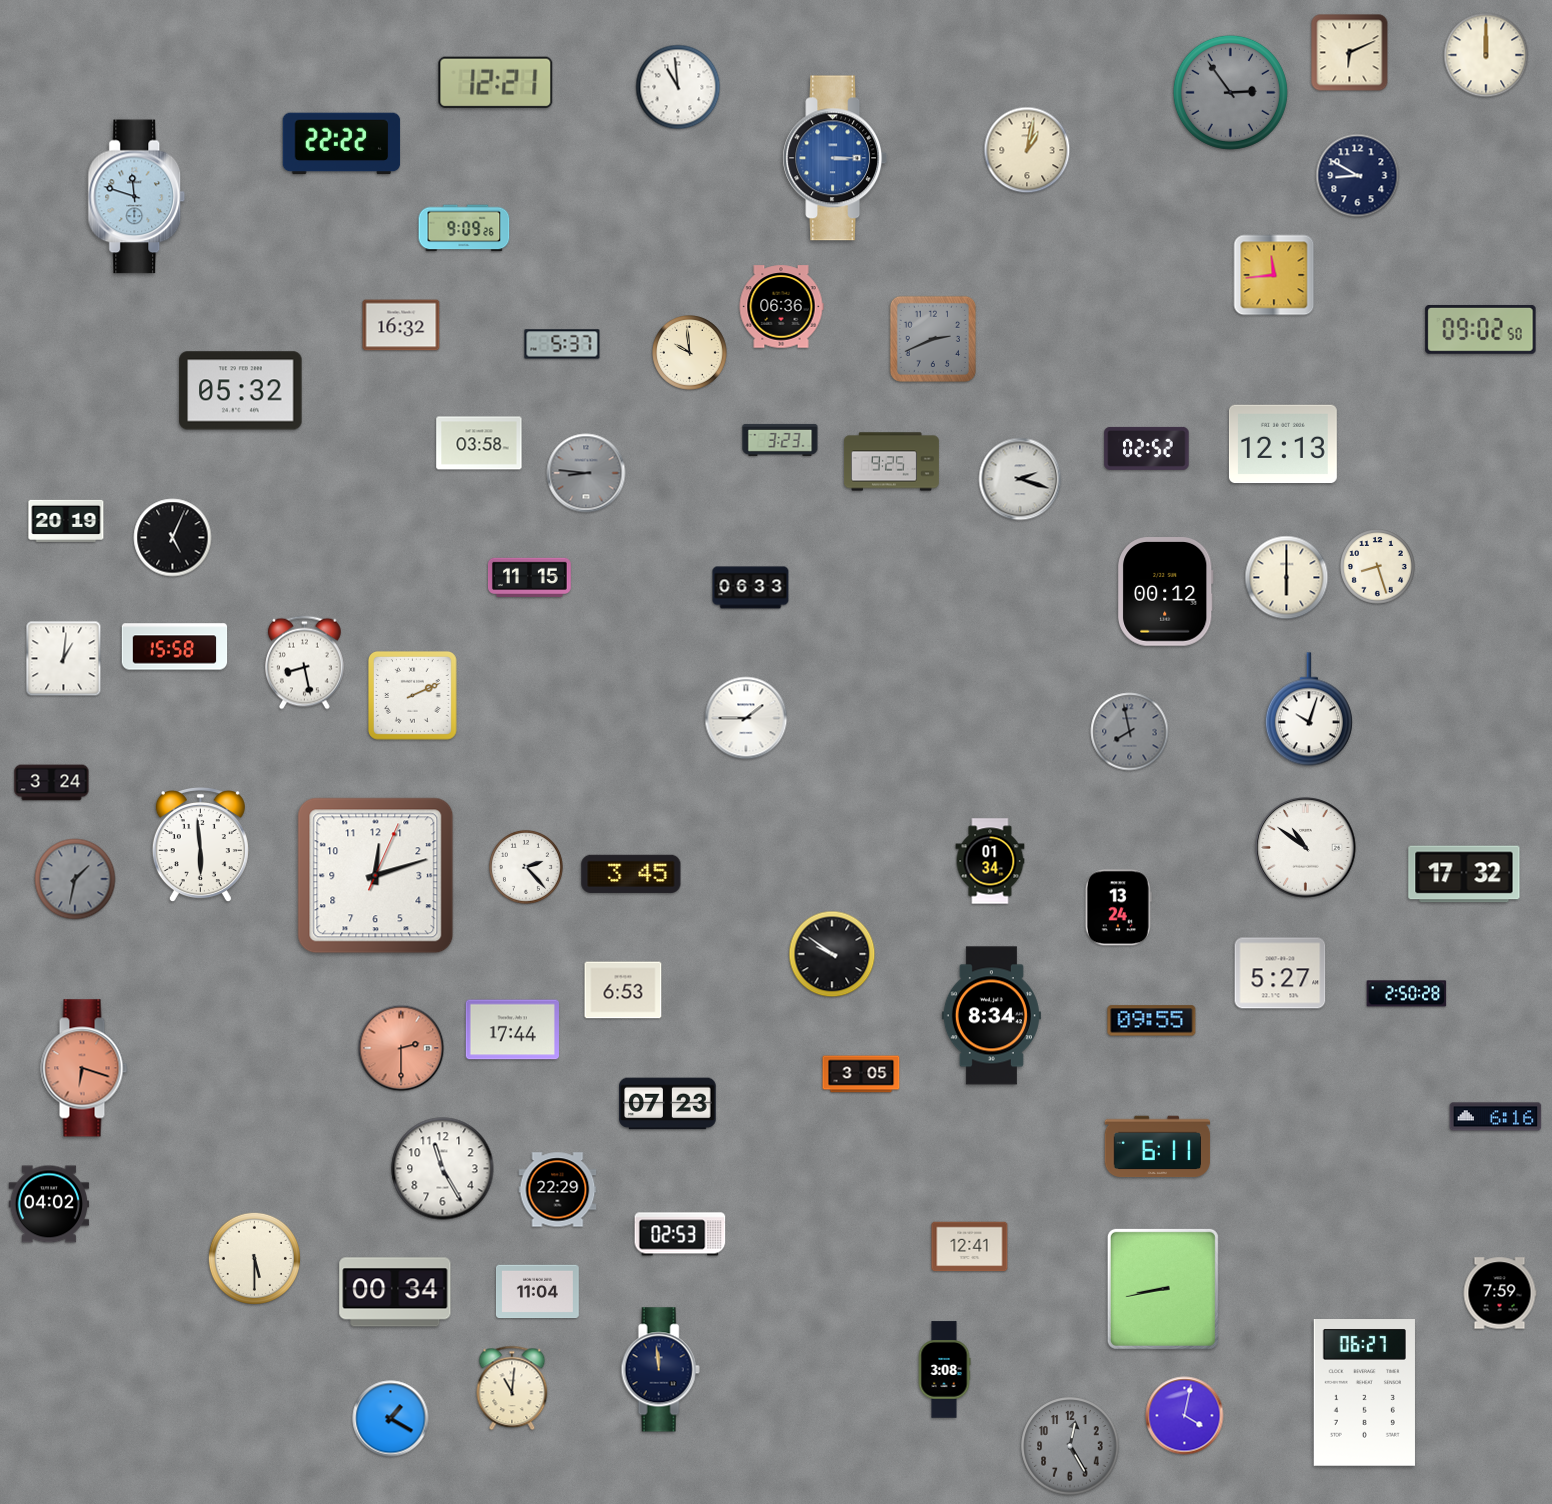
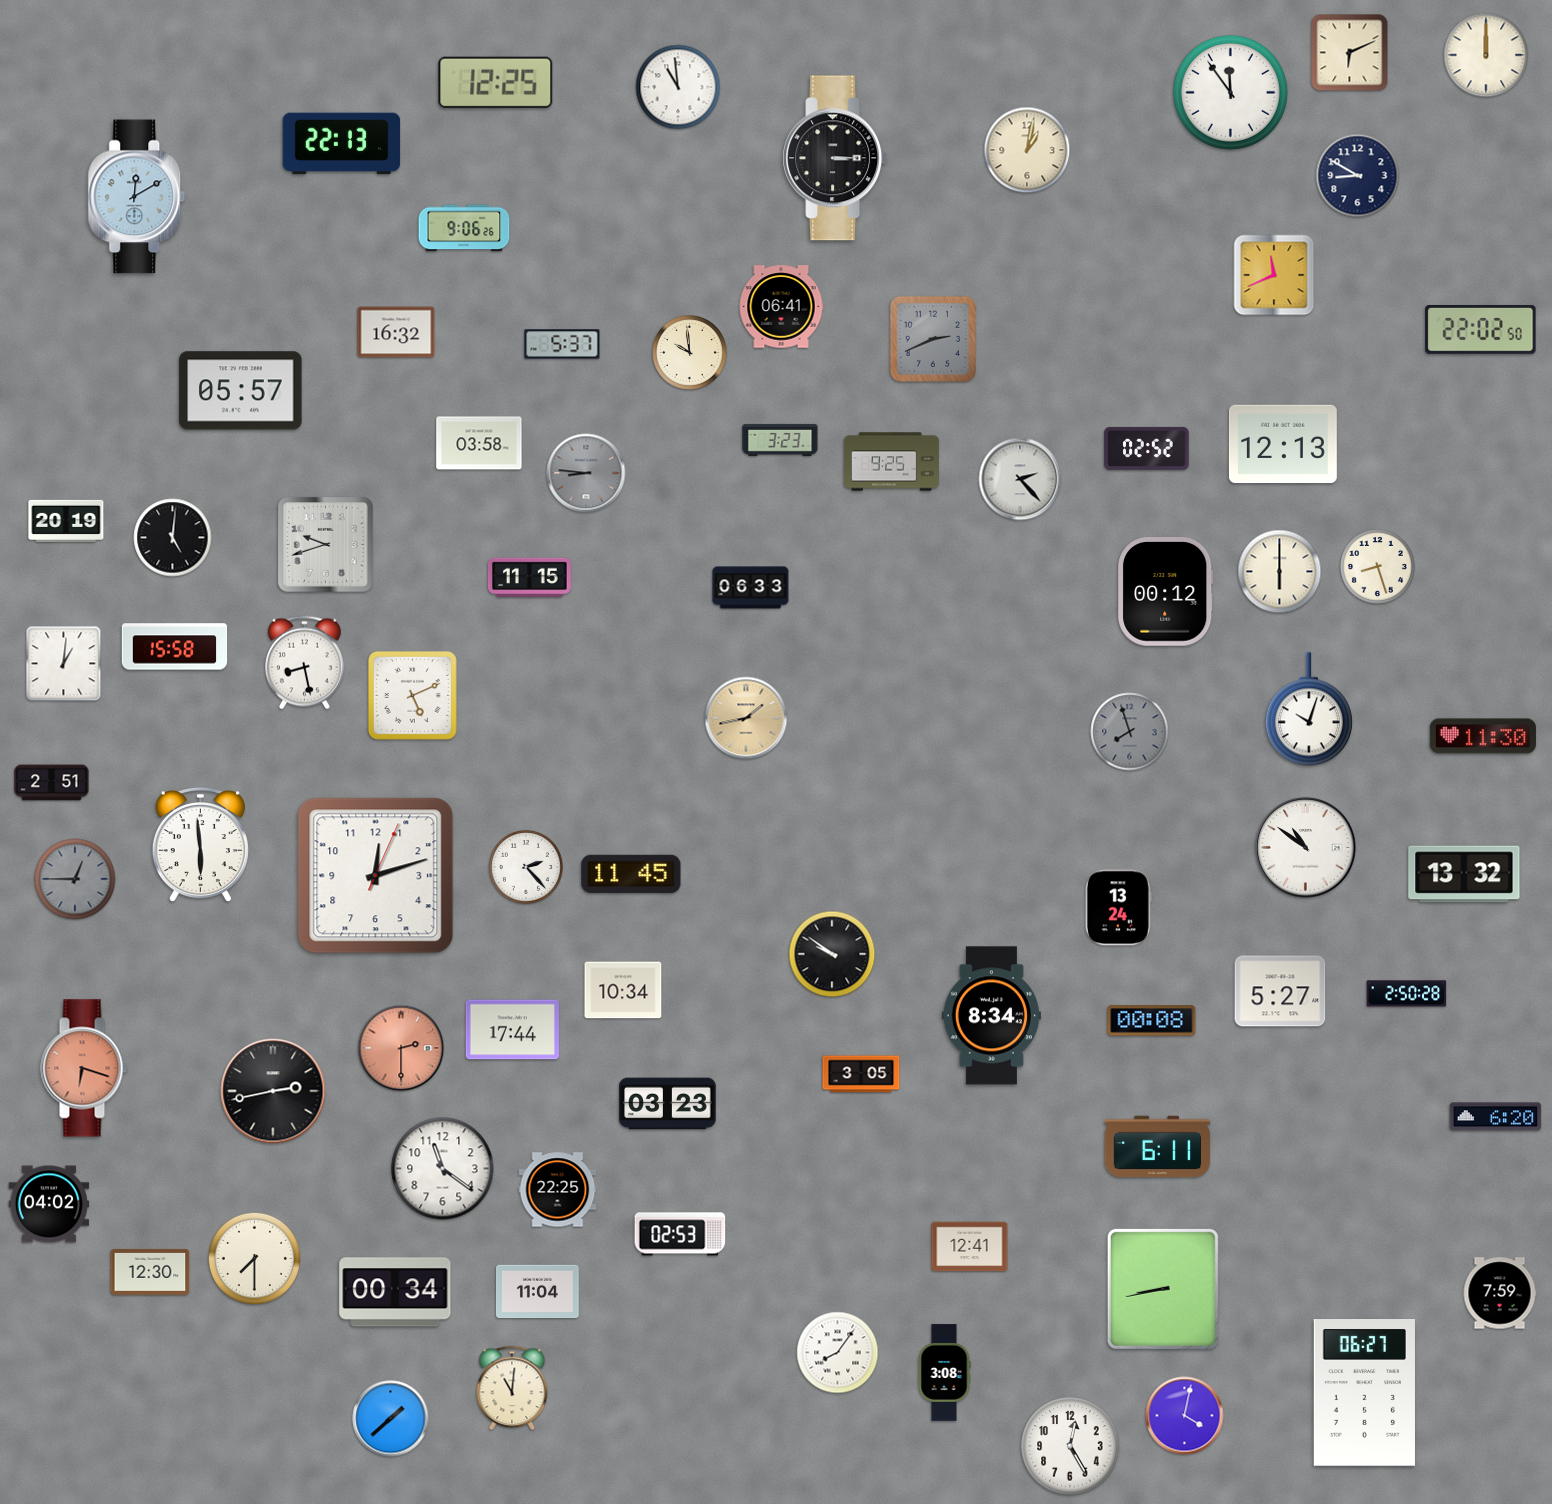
clock at (496, 82): 12:21 -> 12:25
clock at (1230, 92): 2:54 -> 11:54
clock at (1230, 92) dial: grey -> white
clock at (342, 144): 22:22 -> 22:13
clock at (835, 158) dial: blue -> black
clock at (137, 197): 11:48 -> 12:10
clock at (464, 228): 9:09 -> 9:06
clock at (1274, 275): 11:44 -> 11:41
clock at (781, 307): 06:36 -> 06:41
clock at (401, 325) position: (401, 325) -> (396, 332)
clock at (1481, 330): 09:02 -> 22:02
clock at (241, 391): 05:32 -> 05:57
clock at (1020, 479): 2:18 -> 2:23
clock at (173, 538): 5:04 -> 5:01
clock at (326, 545): none -> 9:42
clock at (1287, 578) position: (1287, 578) -> (1280, 572)
clock at (64, 659) position: (64, 659) -> (64, 664)
clock at (413, 696): 2:11 -> 5:11
clock at (746, 718): 1:45 -> 1:43
clock at (746, 718) dial: white -> champagne
clock at (1130, 732): 7:58 -> 7:57
clock at (1483, 736): none -> 11:30
clock at (52, 783): 3:24 -> 2:51
clock at (990, 861): 01:34 -> none
clock at (631, 874): 3:45 -> 11:45
clock at (1464, 874): 17:32 -> 13:32
clock at (75, 879): 1:32 -> 12:45
clock at (1280, 973) position: (1280, 973) -> (1280, 991)
clock at (623, 990): 6:53 -> 10:34
clock at (1152, 1021): 09:55 -> 00:08
clock at (273, 1091): none -> 2:43
clock at (668, 1104): 07:23 -> 03:23
clock at (1496, 1117): 6:16 -> 6:20
clock at (443, 1169): 11:25 -> 11:21
clock at (558, 1190): 22:29 -> 22:25
clock at (254, 1258): 5:30 -> 7:30
clock at (150, 1272): none -> 12:30
clock at (838, 1353): none -> 8:06
clock at (660, 1370): 11:59 -> none
clock at (944, 1370) position: (944, 1370) -> (944, 1373)
clock at (391, 1419): 1:20 -> 1:38
clock at (1070, 1446) dial: grey -> white
